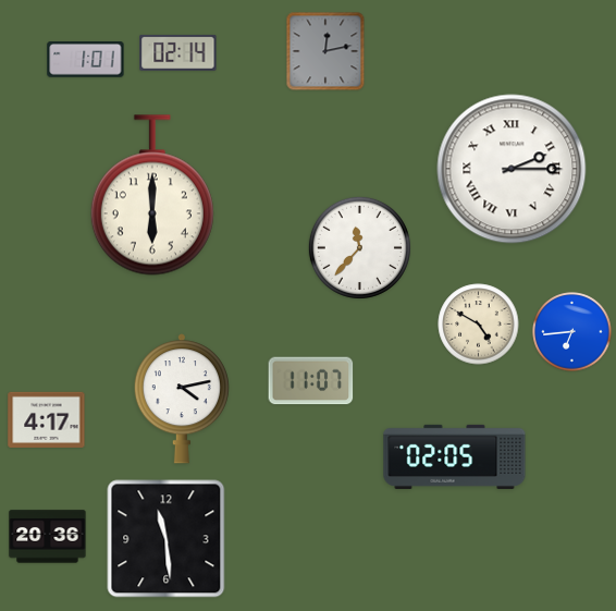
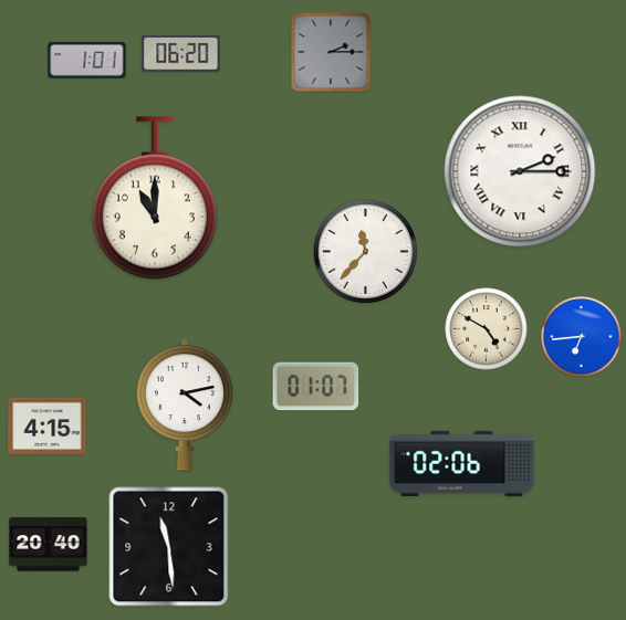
clock at (325, 51): 12:13 -> 2:15
clock at (178, 52): 02:14 -> 06:20
clock at (152, 195): 6:00 -> 11:00
clock at (311, 381): 11:07 -> 01:07
clock at (47, 419): 4:17 -> 4:15
clock at (455, 456): 02:05 -> 02:06
clock at (48, 537): 20:36 -> 20:40
